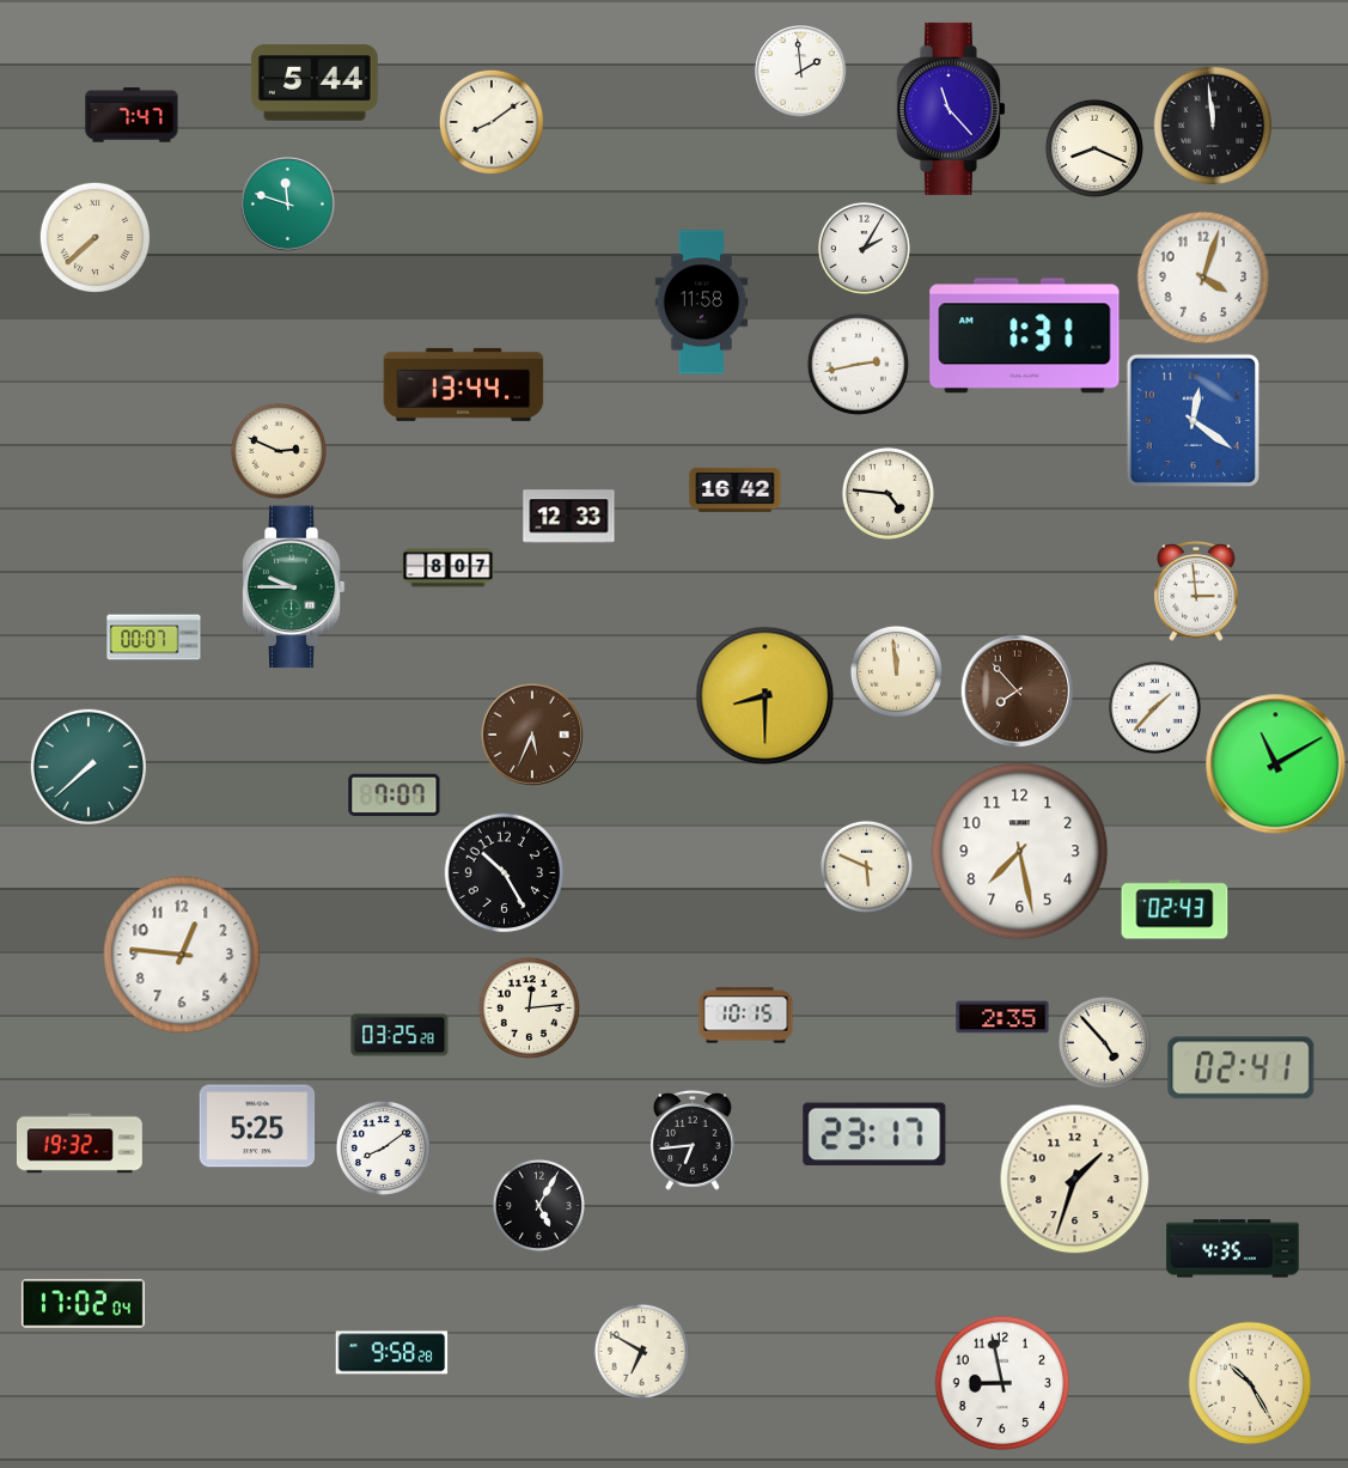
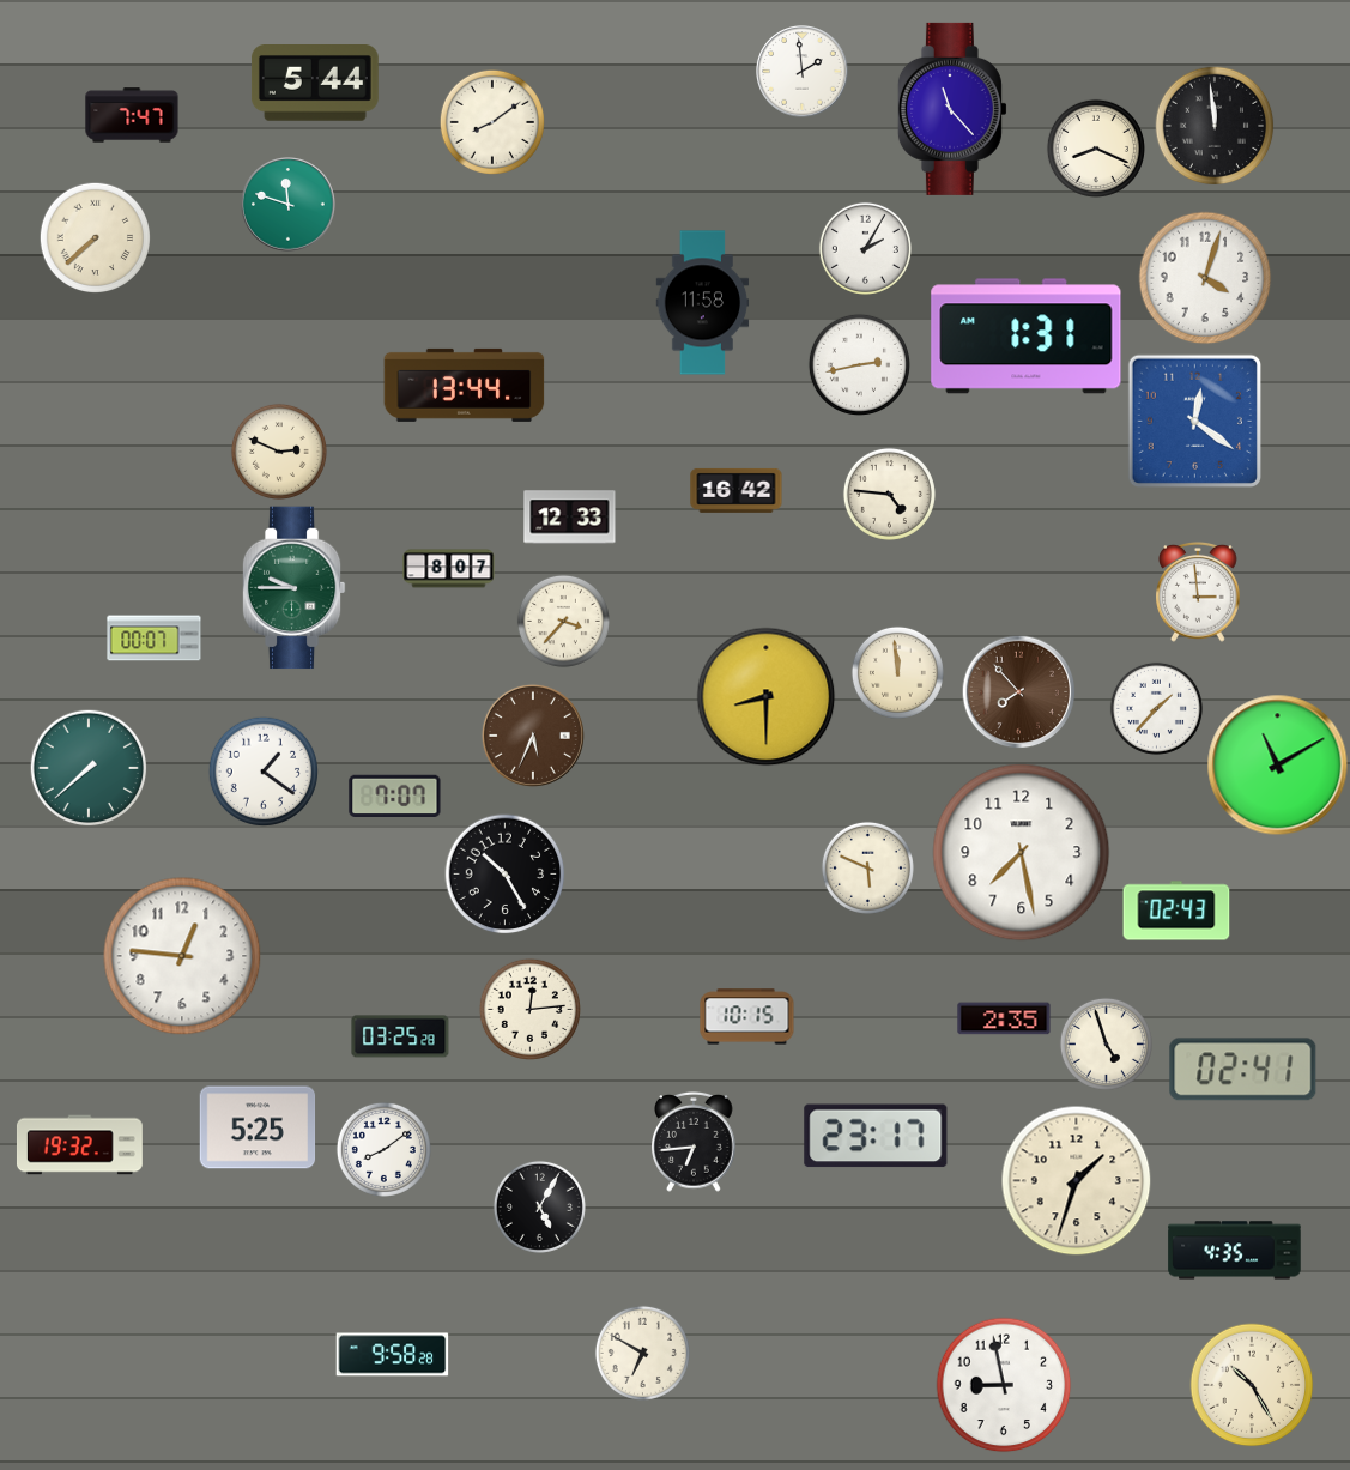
clock at (563, 621): none -> 3:37
clock at (262, 770): none -> 1:21
clock at (1104, 1042): 4:53 -> 4:57
clock at (83, 1304): 17:02 -> none
